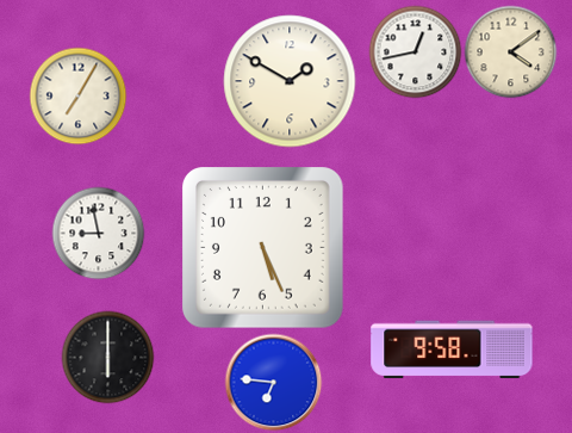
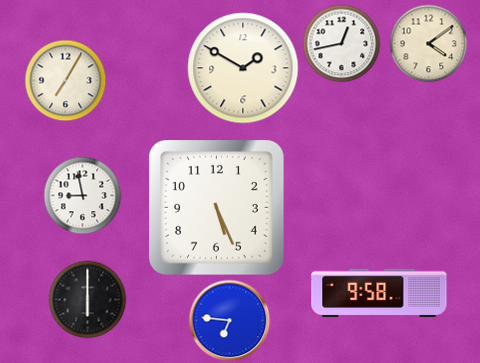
clock at (415, 51) position: (415, 51) -> (341, 43)
clock at (263, 248) position: (263, 248) -> (217, 208)
clock at (107, 357) position: (107, 357) -> (87, 299)
